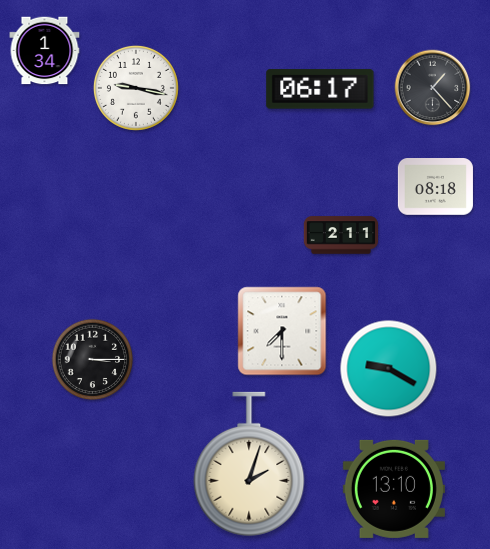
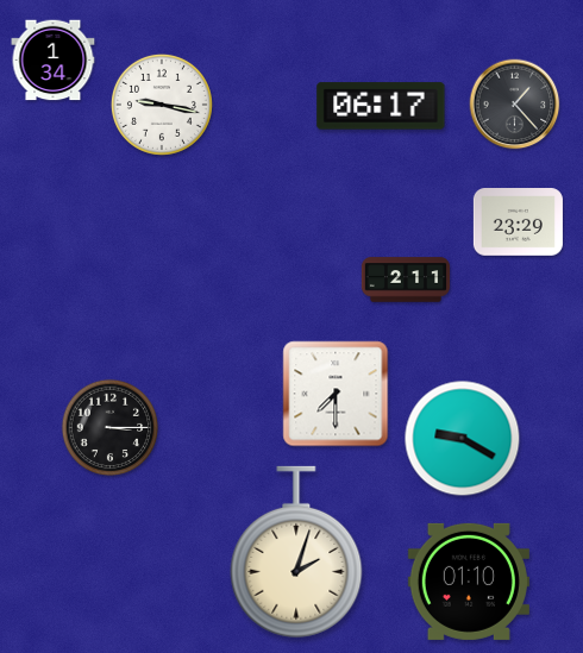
clock at (435, 187): 08:18 -> 23:29
clock at (394, 489): 13:10 -> 01:10
